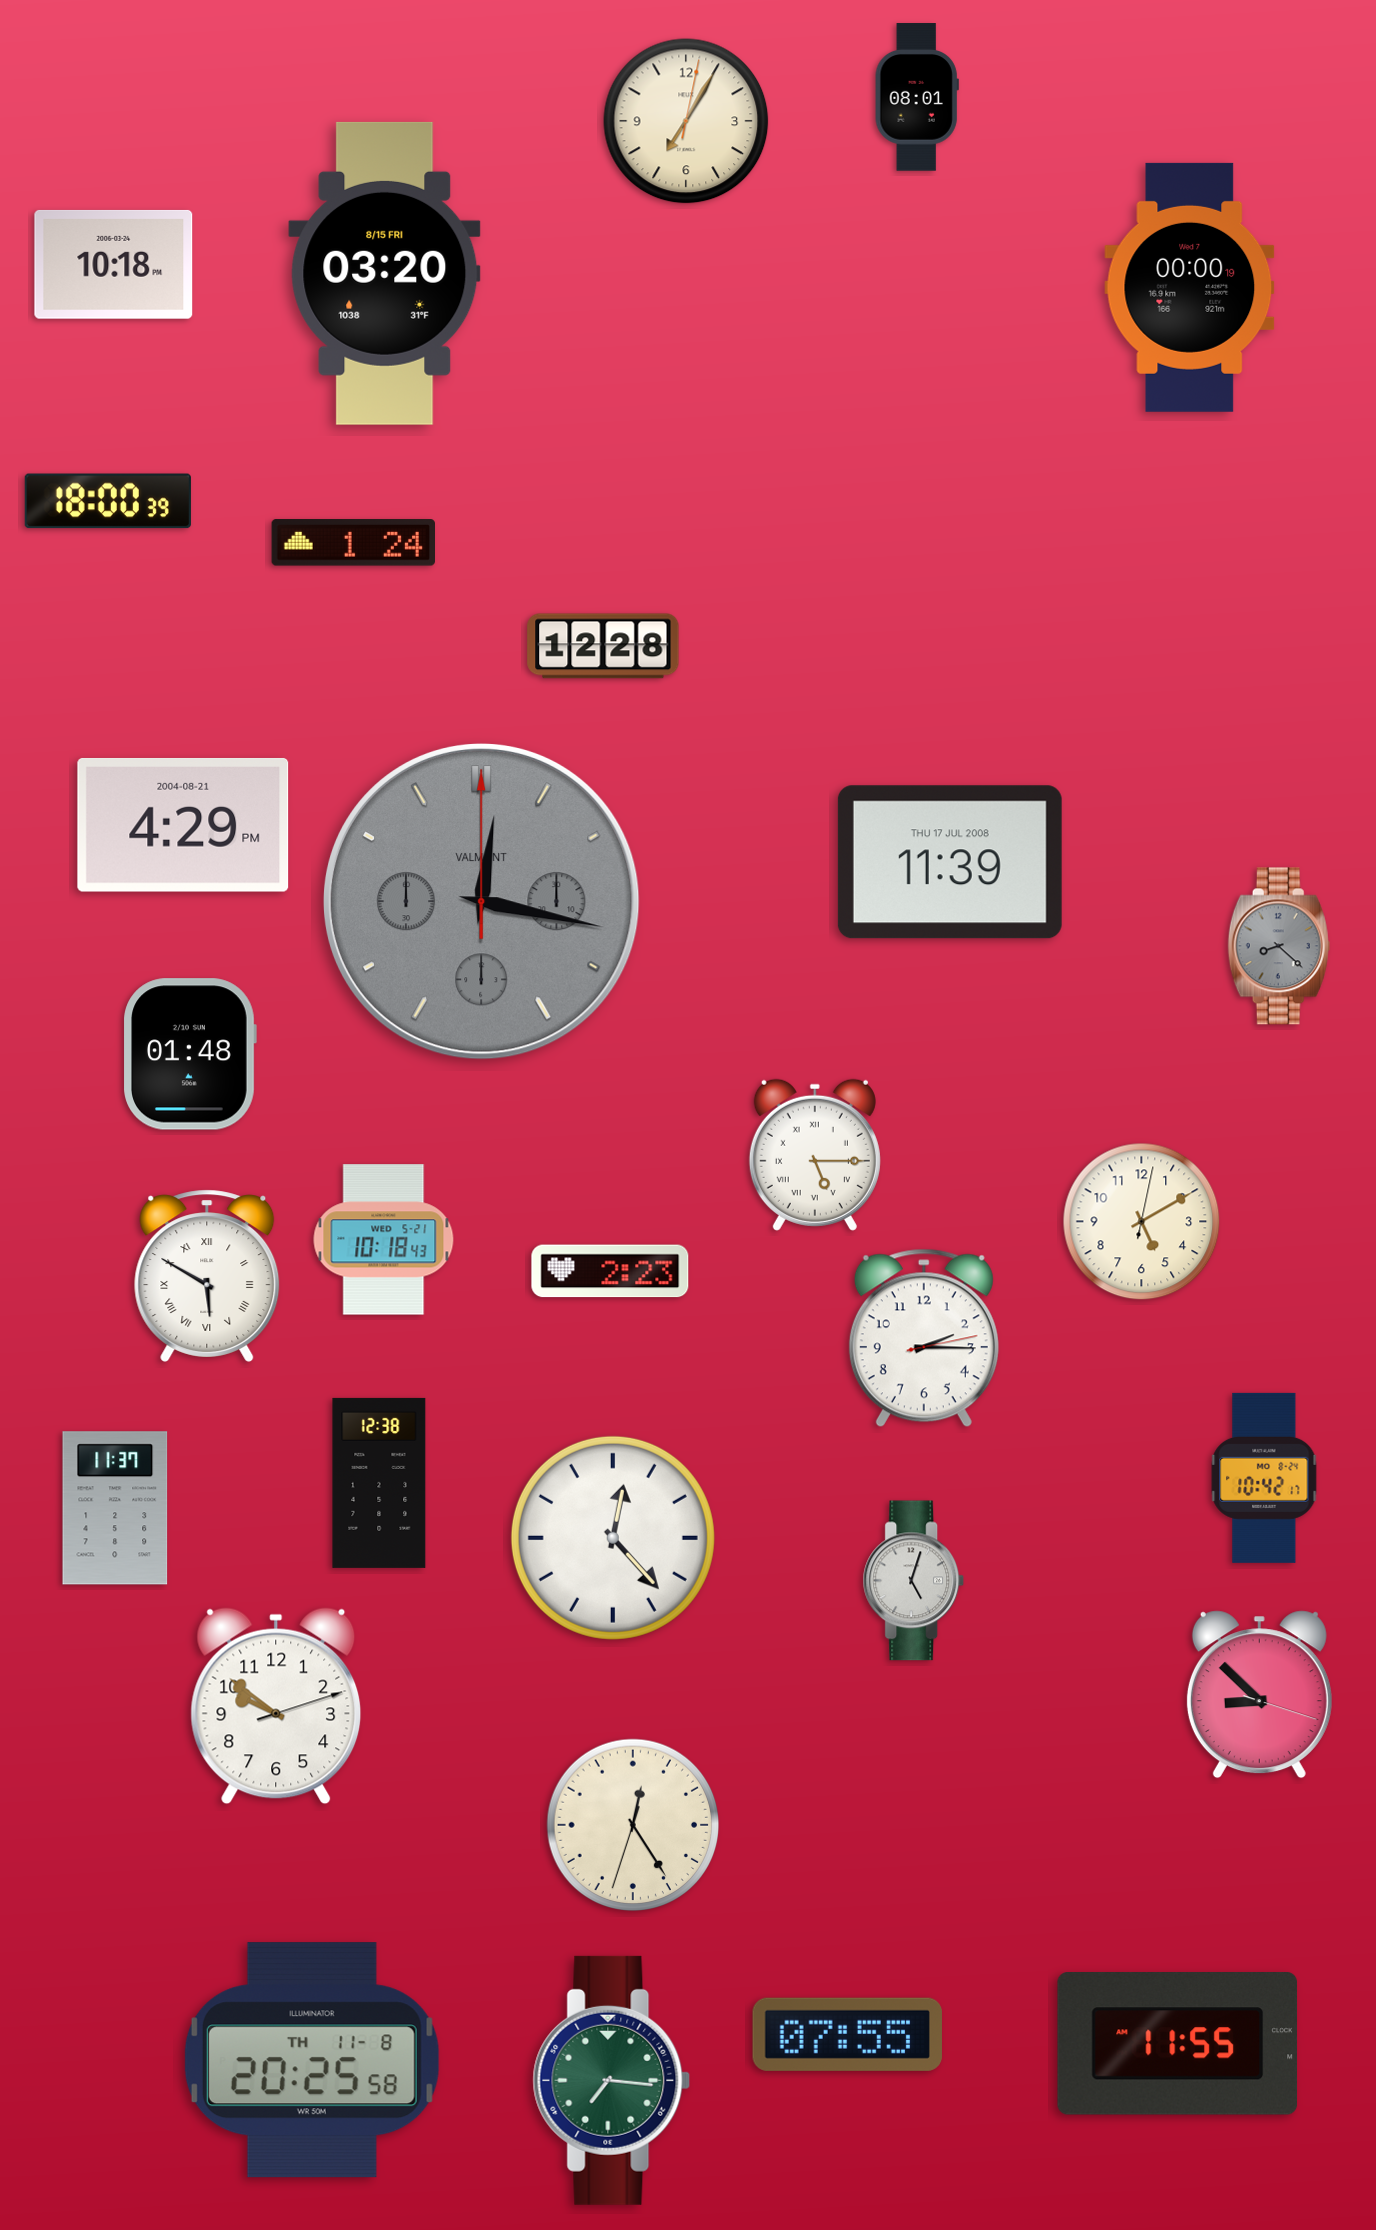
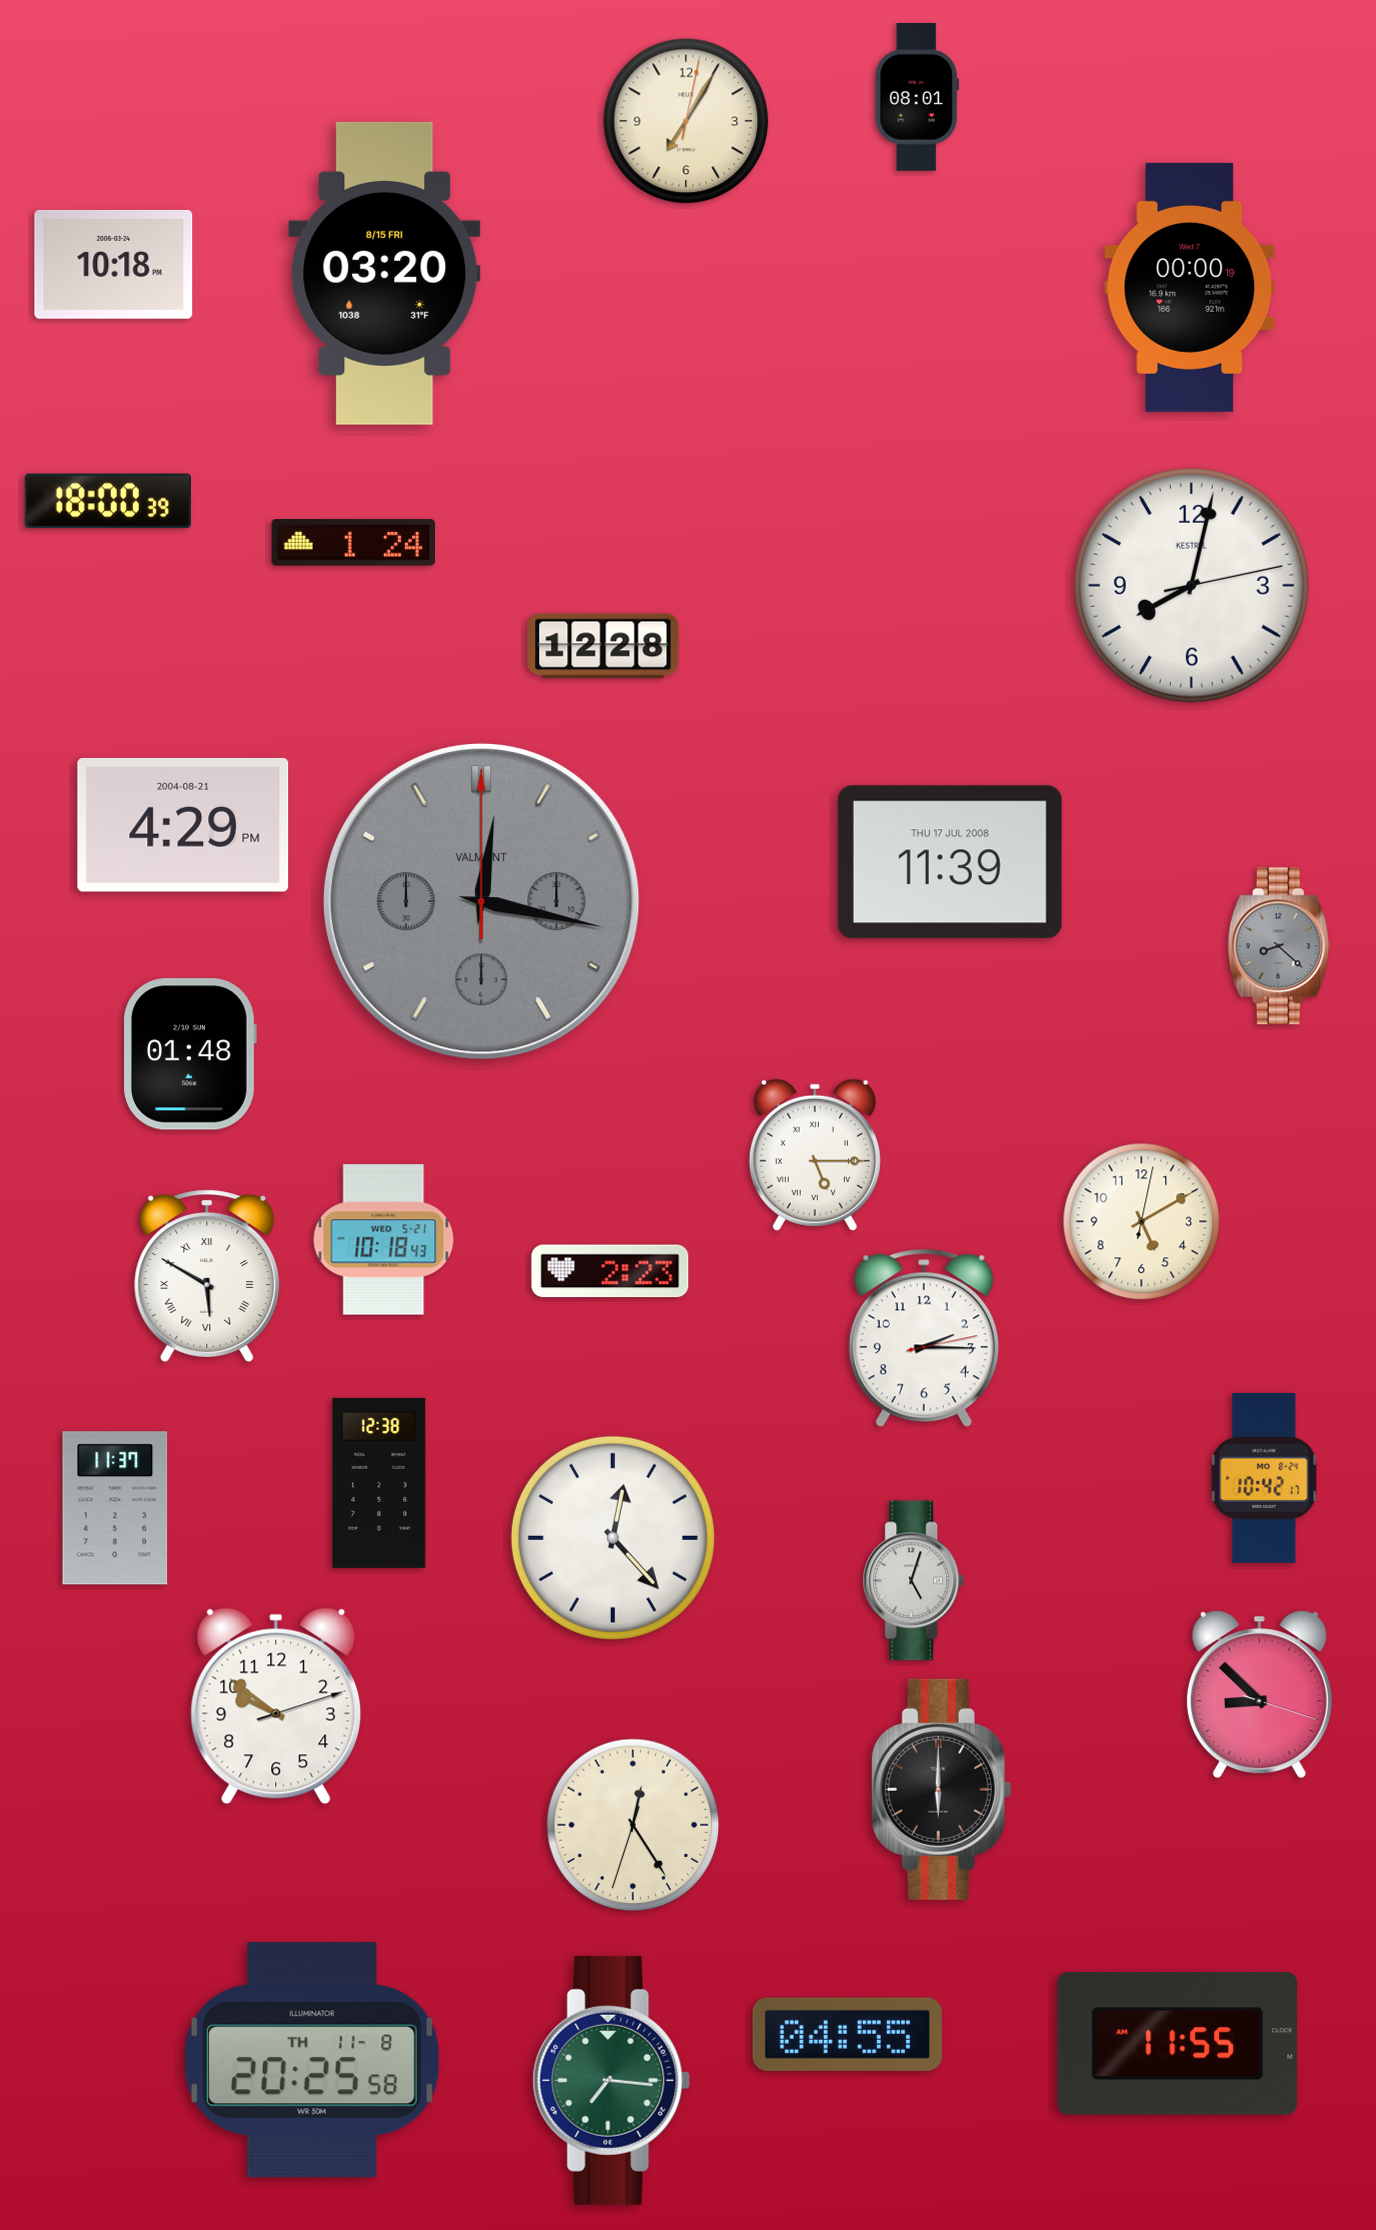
clock at (1191, 585): none -> 8:02
clock at (942, 1789): none -> 6:00
clock at (847, 2034): 07:55 -> 04:55
